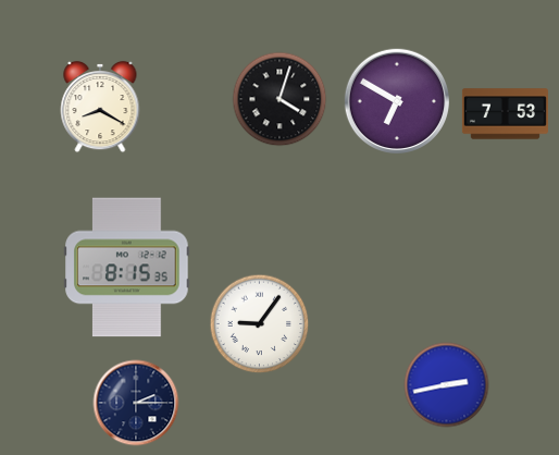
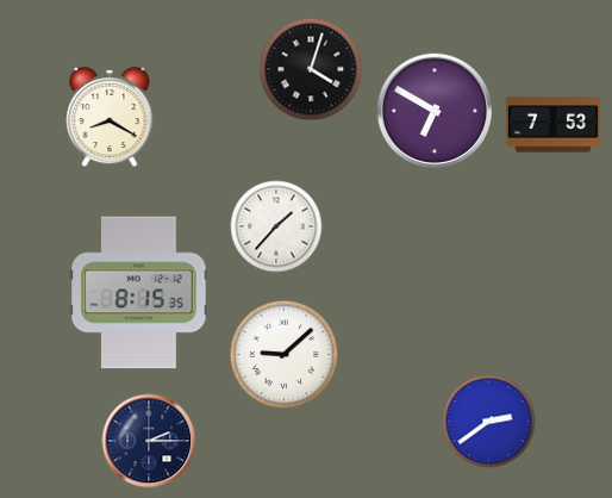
clock at (279, 99) position: (279, 99) -> (311, 69)
clock at (276, 226): none -> 1:37
clock at (260, 324): 9:06 -> 9:08
clock at (447, 385): 2:43 -> 2:39
